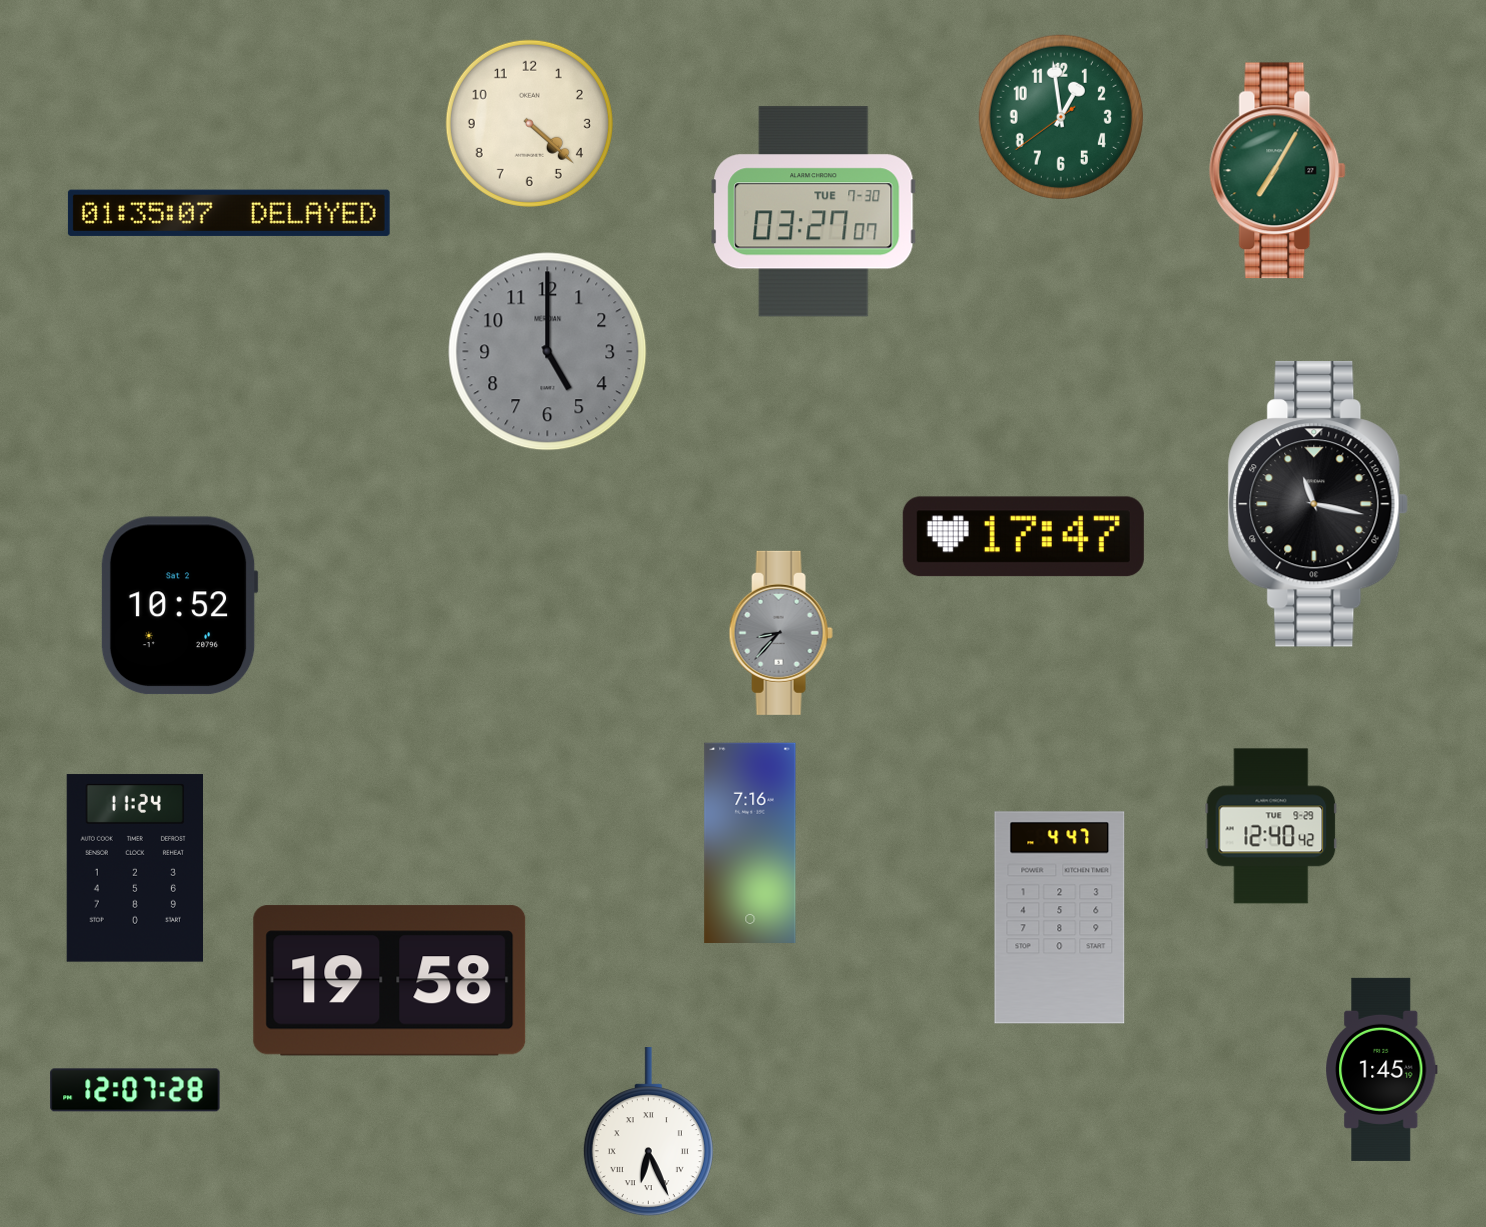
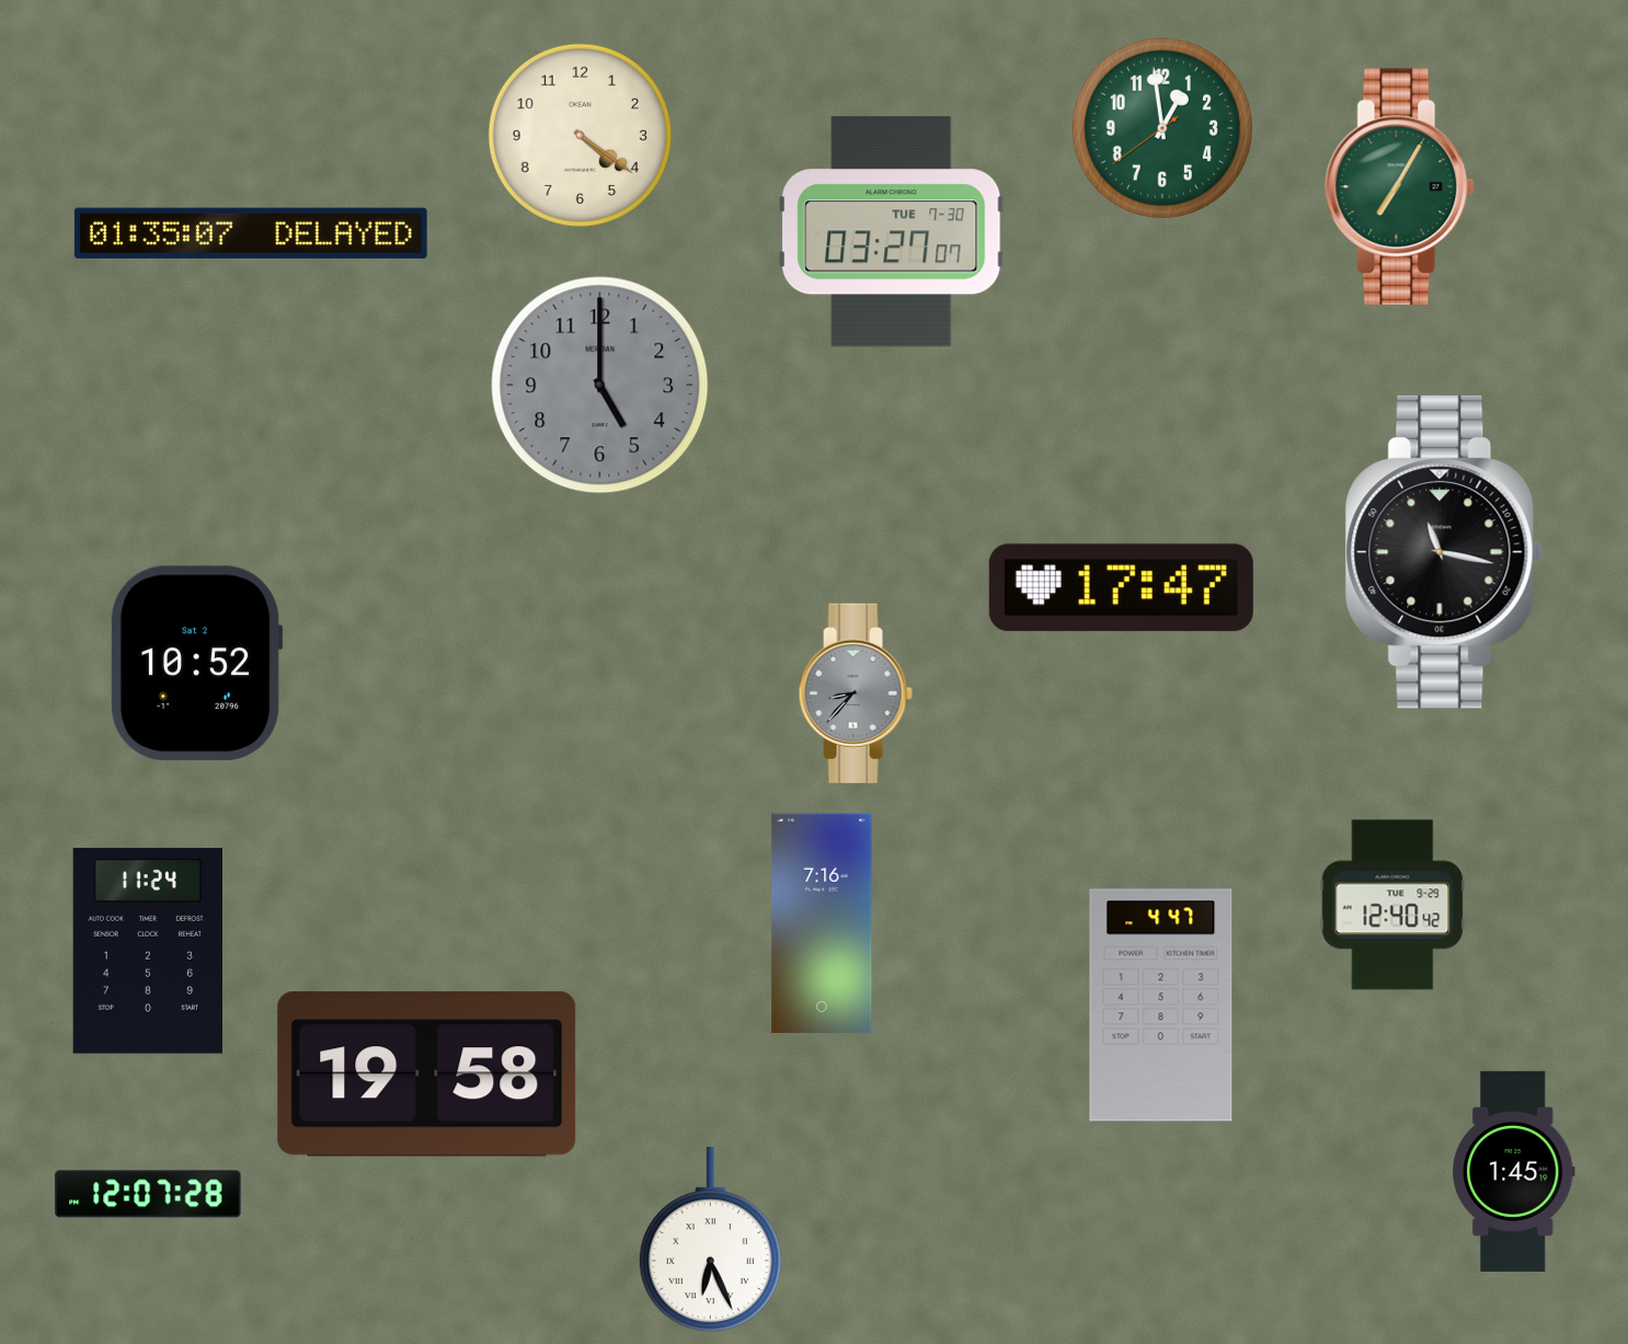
clock at (529, 123): 4:22 -> 4:21
